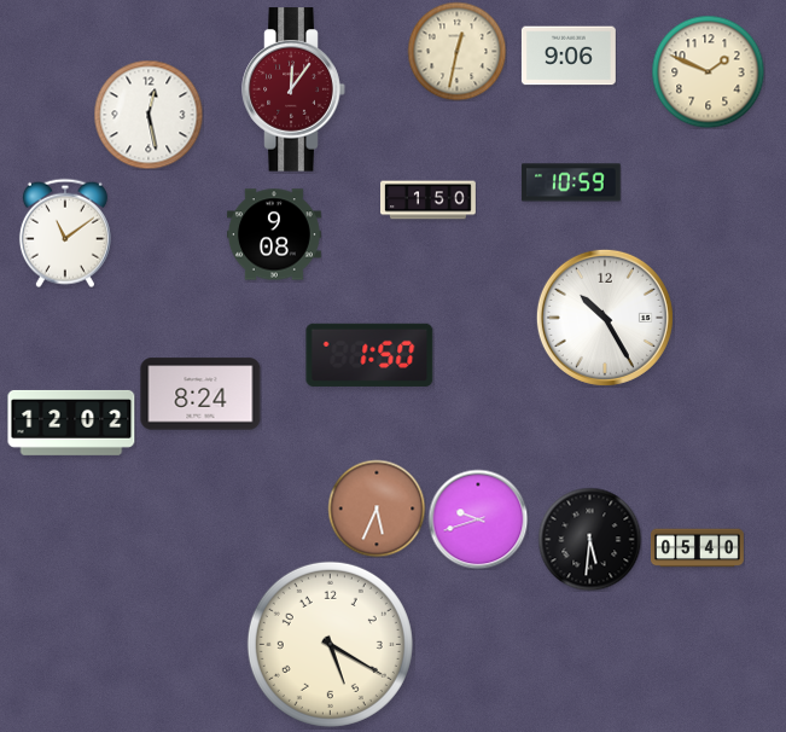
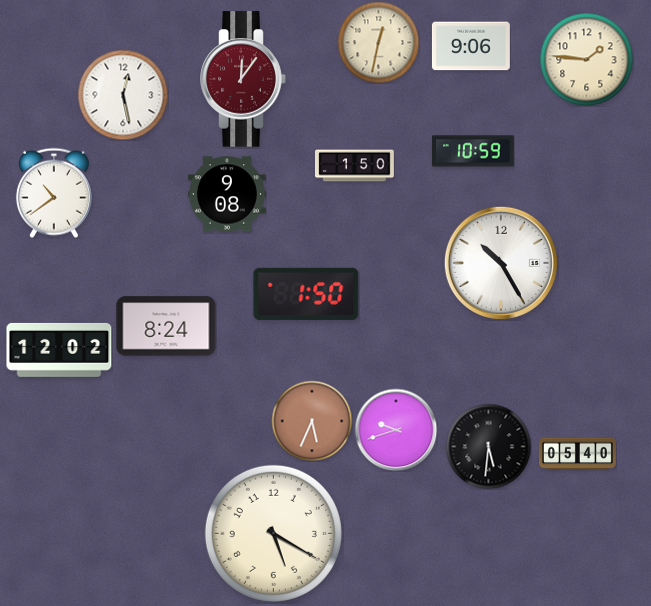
clock at (708, 71): 1:49 -> 1:46
clock at (293, 89) position: (293, 89) -> (243, 79)
clock at (65, 233): 11:09 -> 10:39
